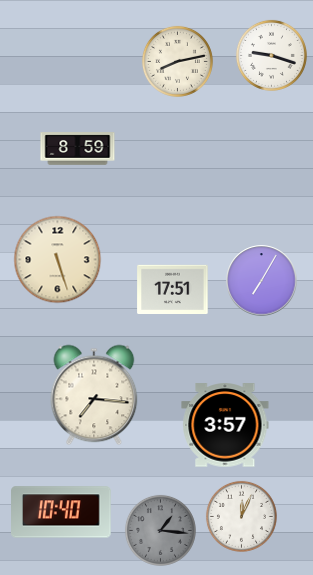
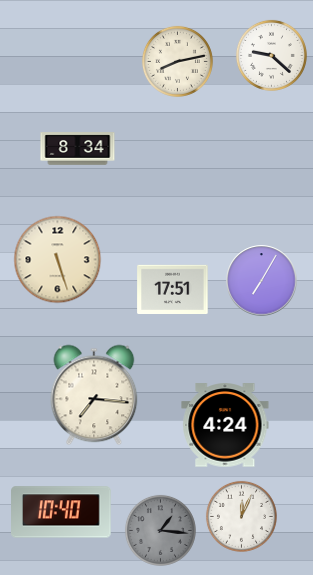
clock at (271, 55): 9:18 -> 9:22
clock at (78, 149): 8:59 -> 8:34
clock at (225, 425): 3:57 -> 4:24
